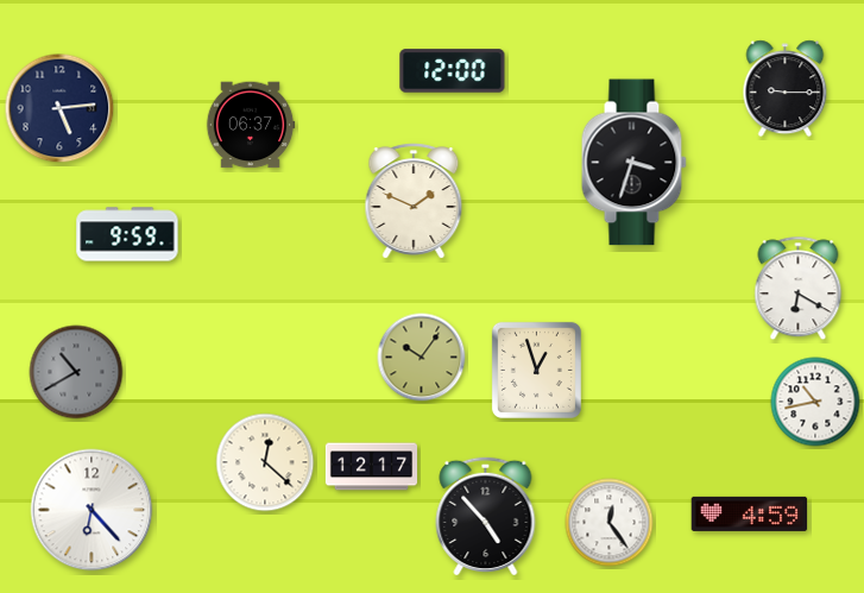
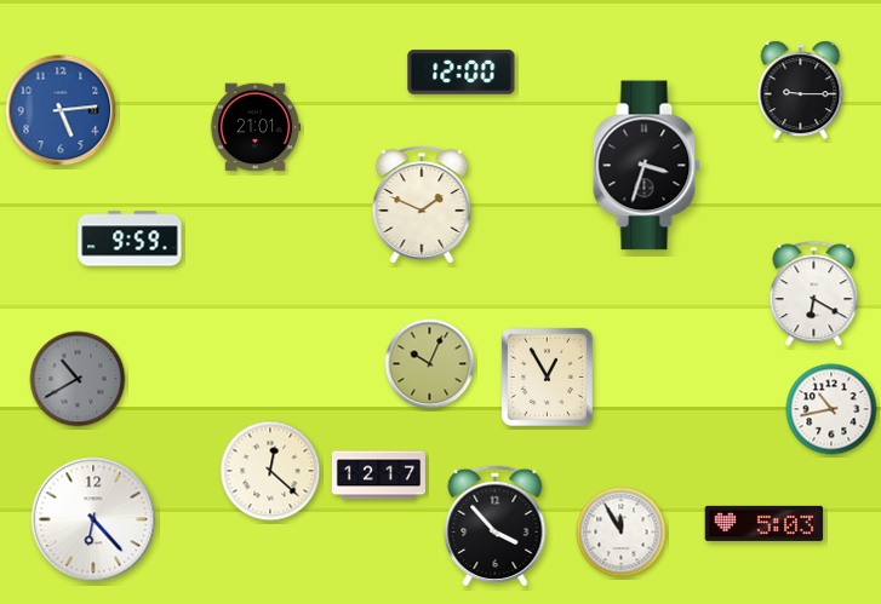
clock at (59, 108) dial: navy -> blue
clock at (251, 125): 06:37 -> 21:01
clock at (422, 358): 10:06 -> 10:04
clock at (536, 370): 12:57 -> 12:55
clock at (750, 513): 4:59 -> 5:03
clock at (486, 516): 4:53 -> 3:53
clock at (610, 523): 12:24 -> 11:55
